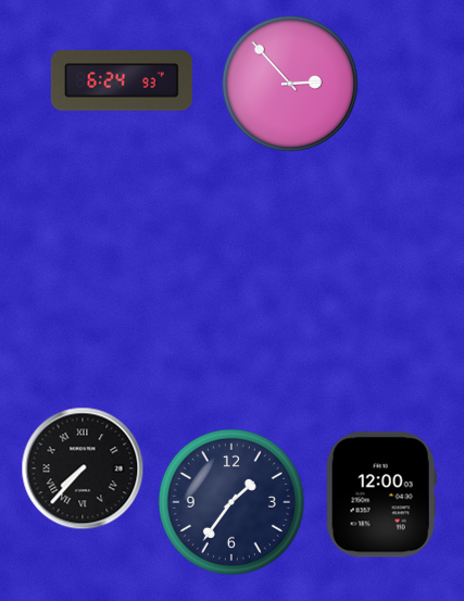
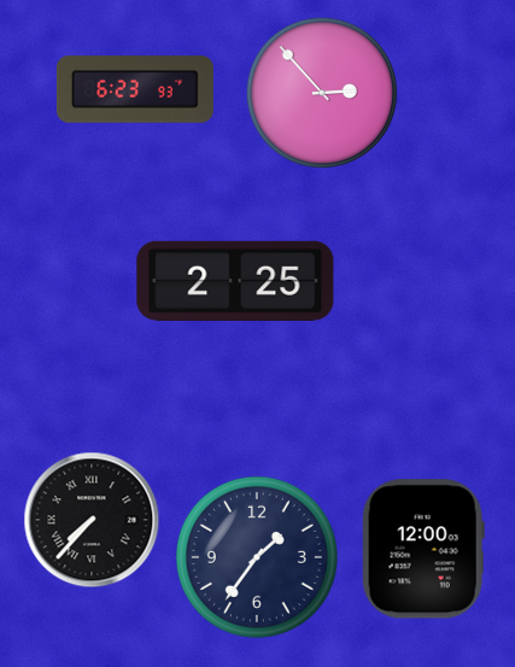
clock at (122, 80): 6:24 -> 6:23
clock at (235, 281): none -> 2:25
